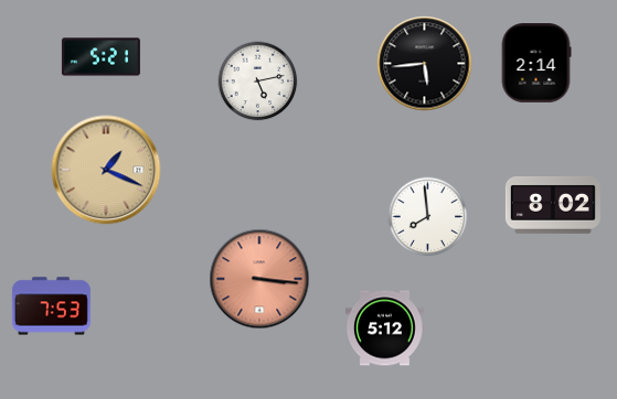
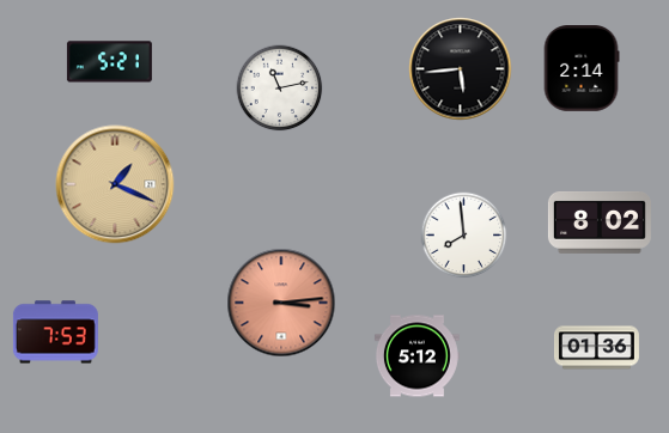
clock at (258, 82): 5:13 -> 11:13
clock at (259, 279): 3:16 -> 3:14
clock at (596, 348): none -> 01:36
